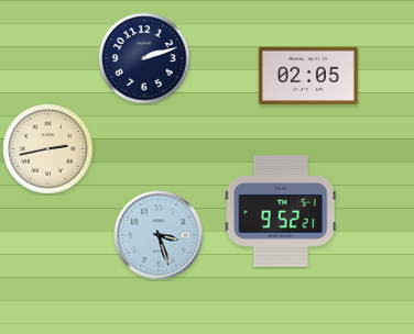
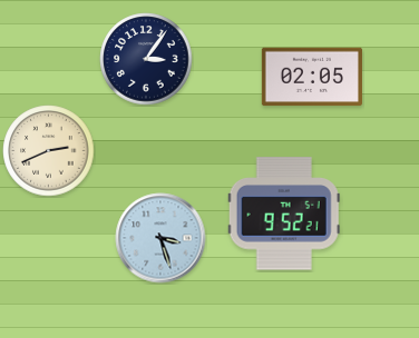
clock at (144, 58): 2:12 -> 3:06
clock at (48, 149): 2:43 -> 2:41
